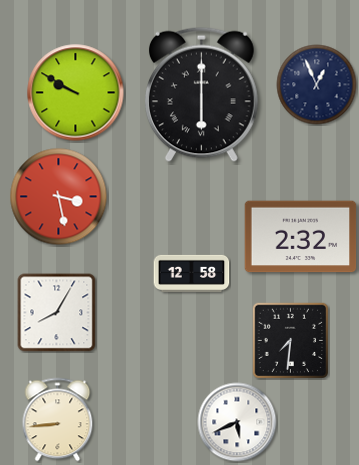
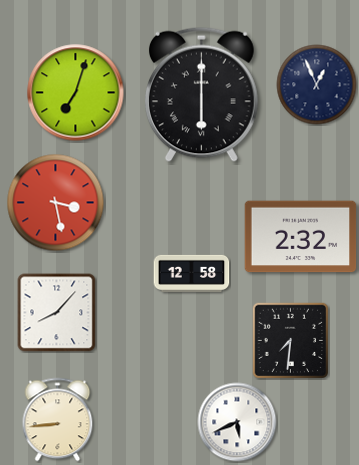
clock at (76, 93): 9:50 -> 7:03
clock at (59, 197) position: (59, 197) -> (56, 203)
clock at (57, 313): 8:05 -> 8:07
